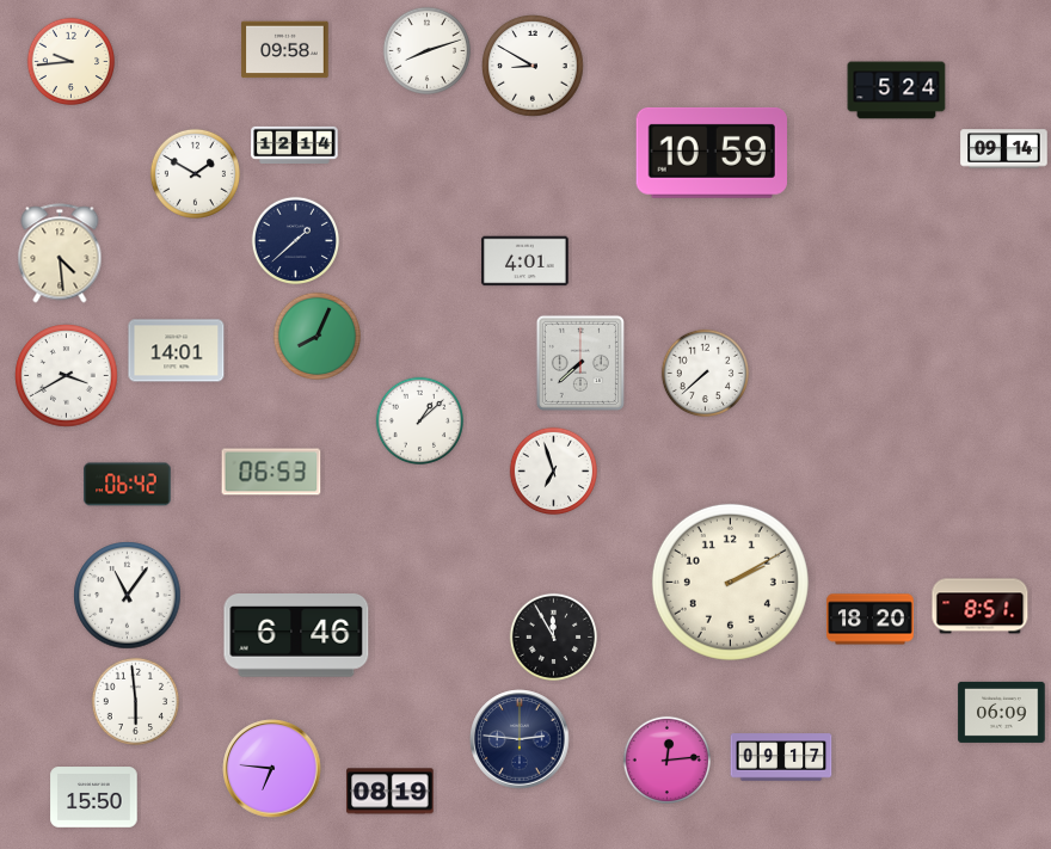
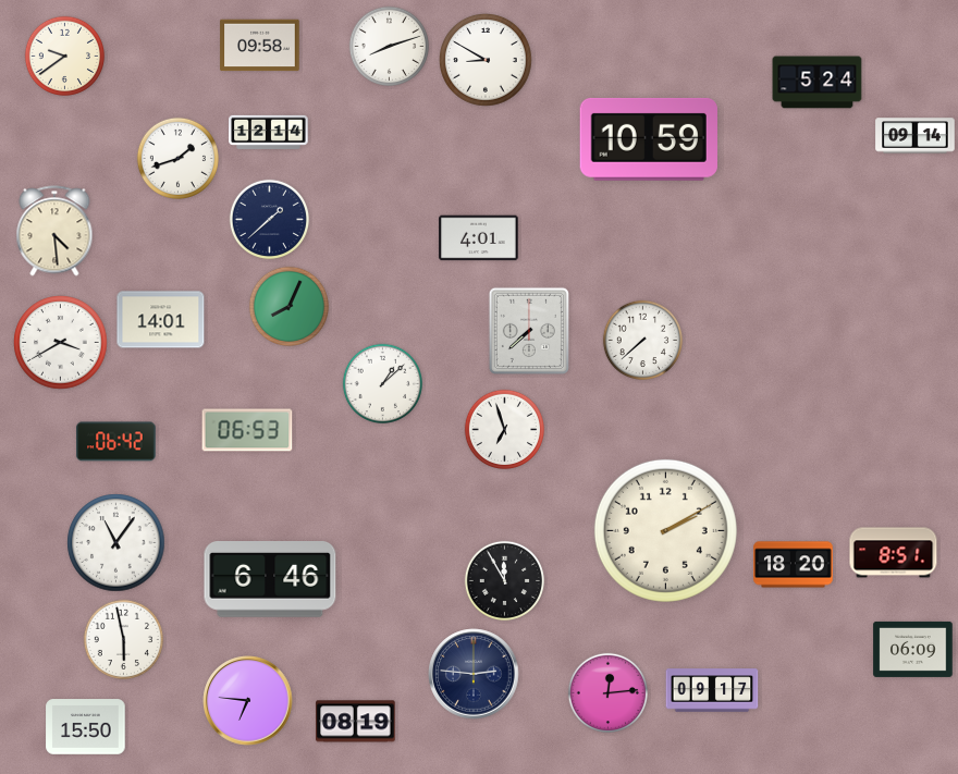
clock at (72, 62): 9:44 -> 9:39
clock at (195, 173): 1:50 -> 1:42
clock at (136, 702): 5:59 -> 5:58
